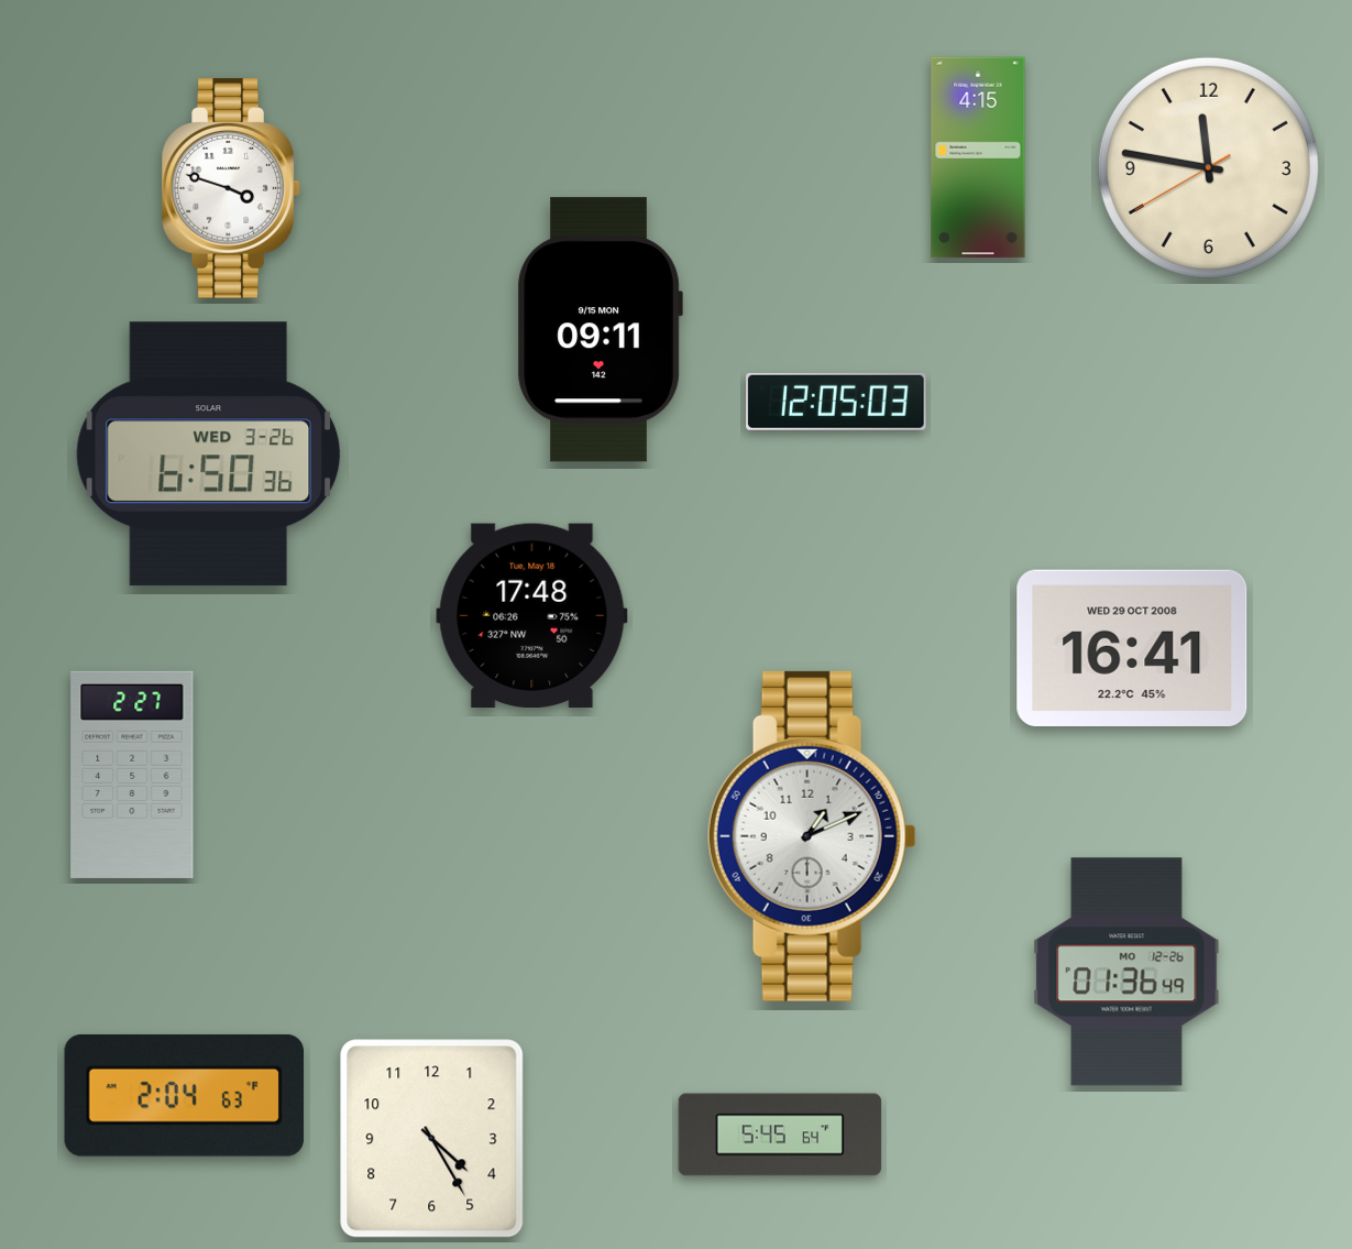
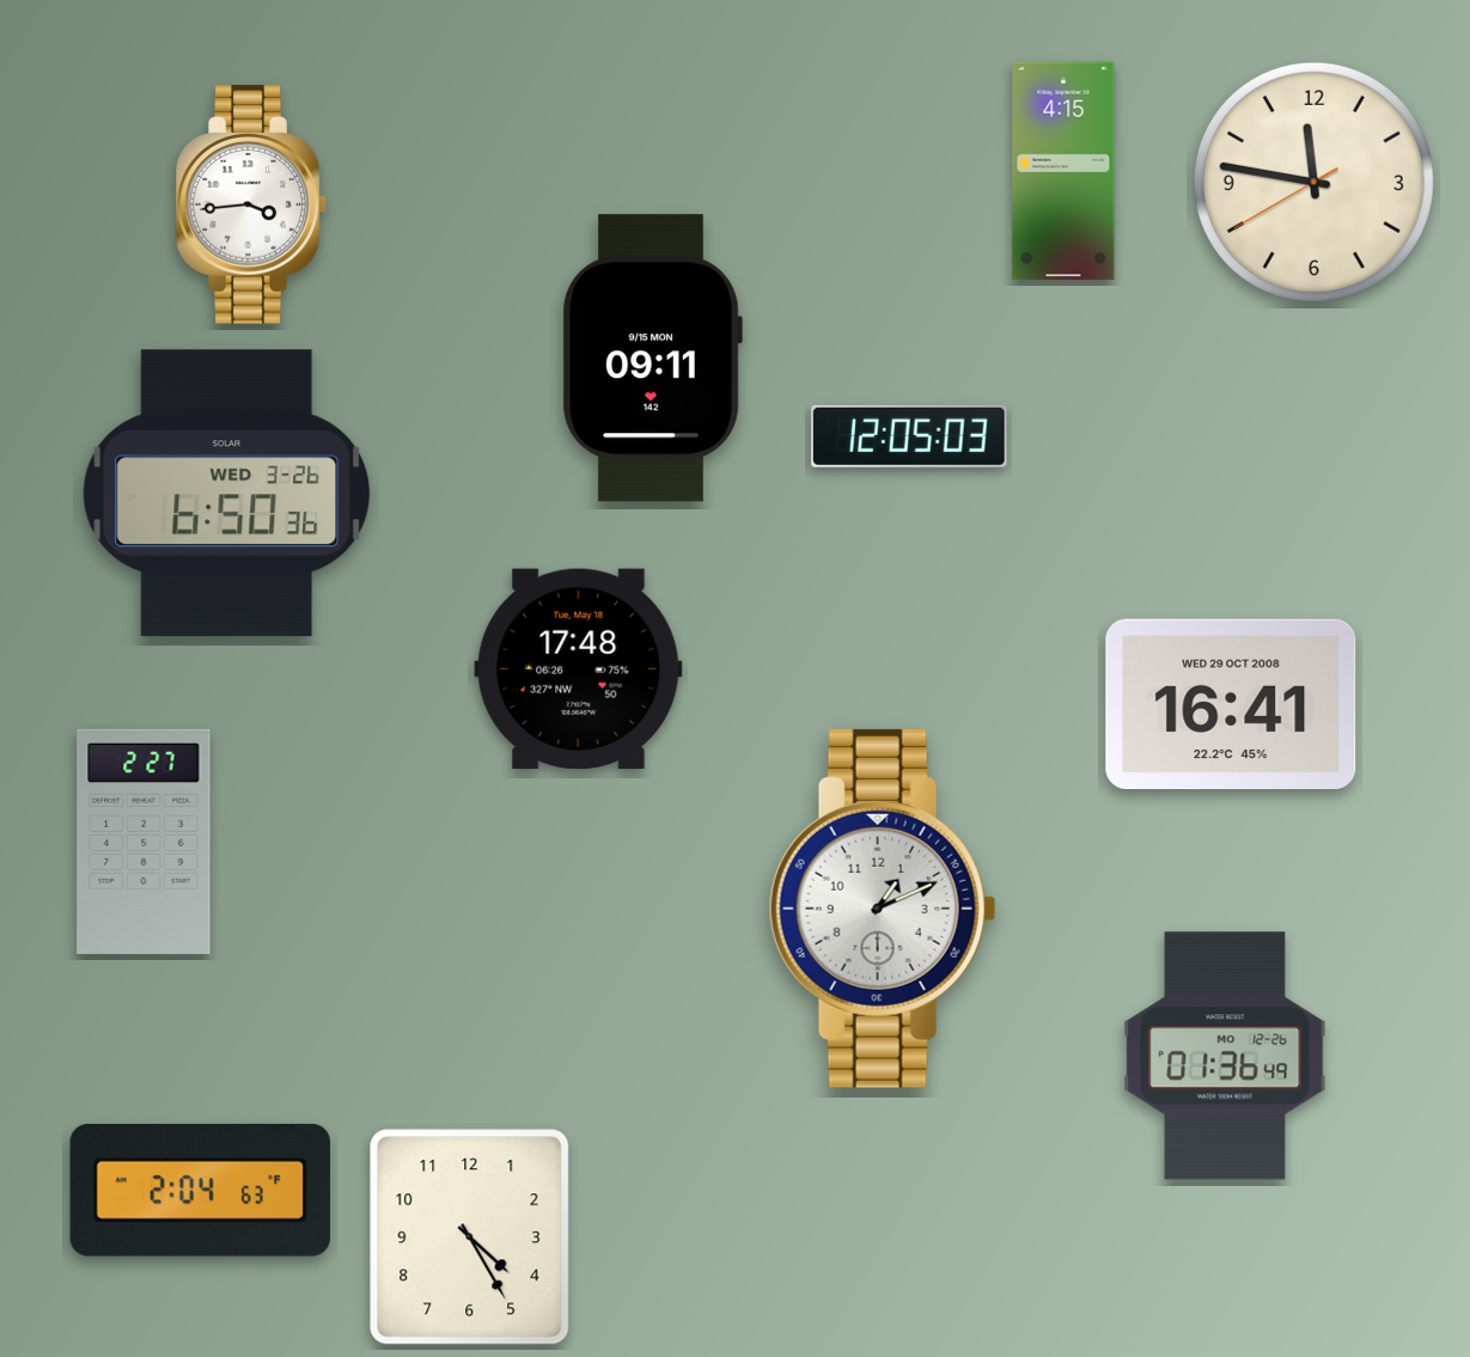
clock at (231, 188): 3:48 -> 3:44
clock at (780, 1135): 5:45 -> none
